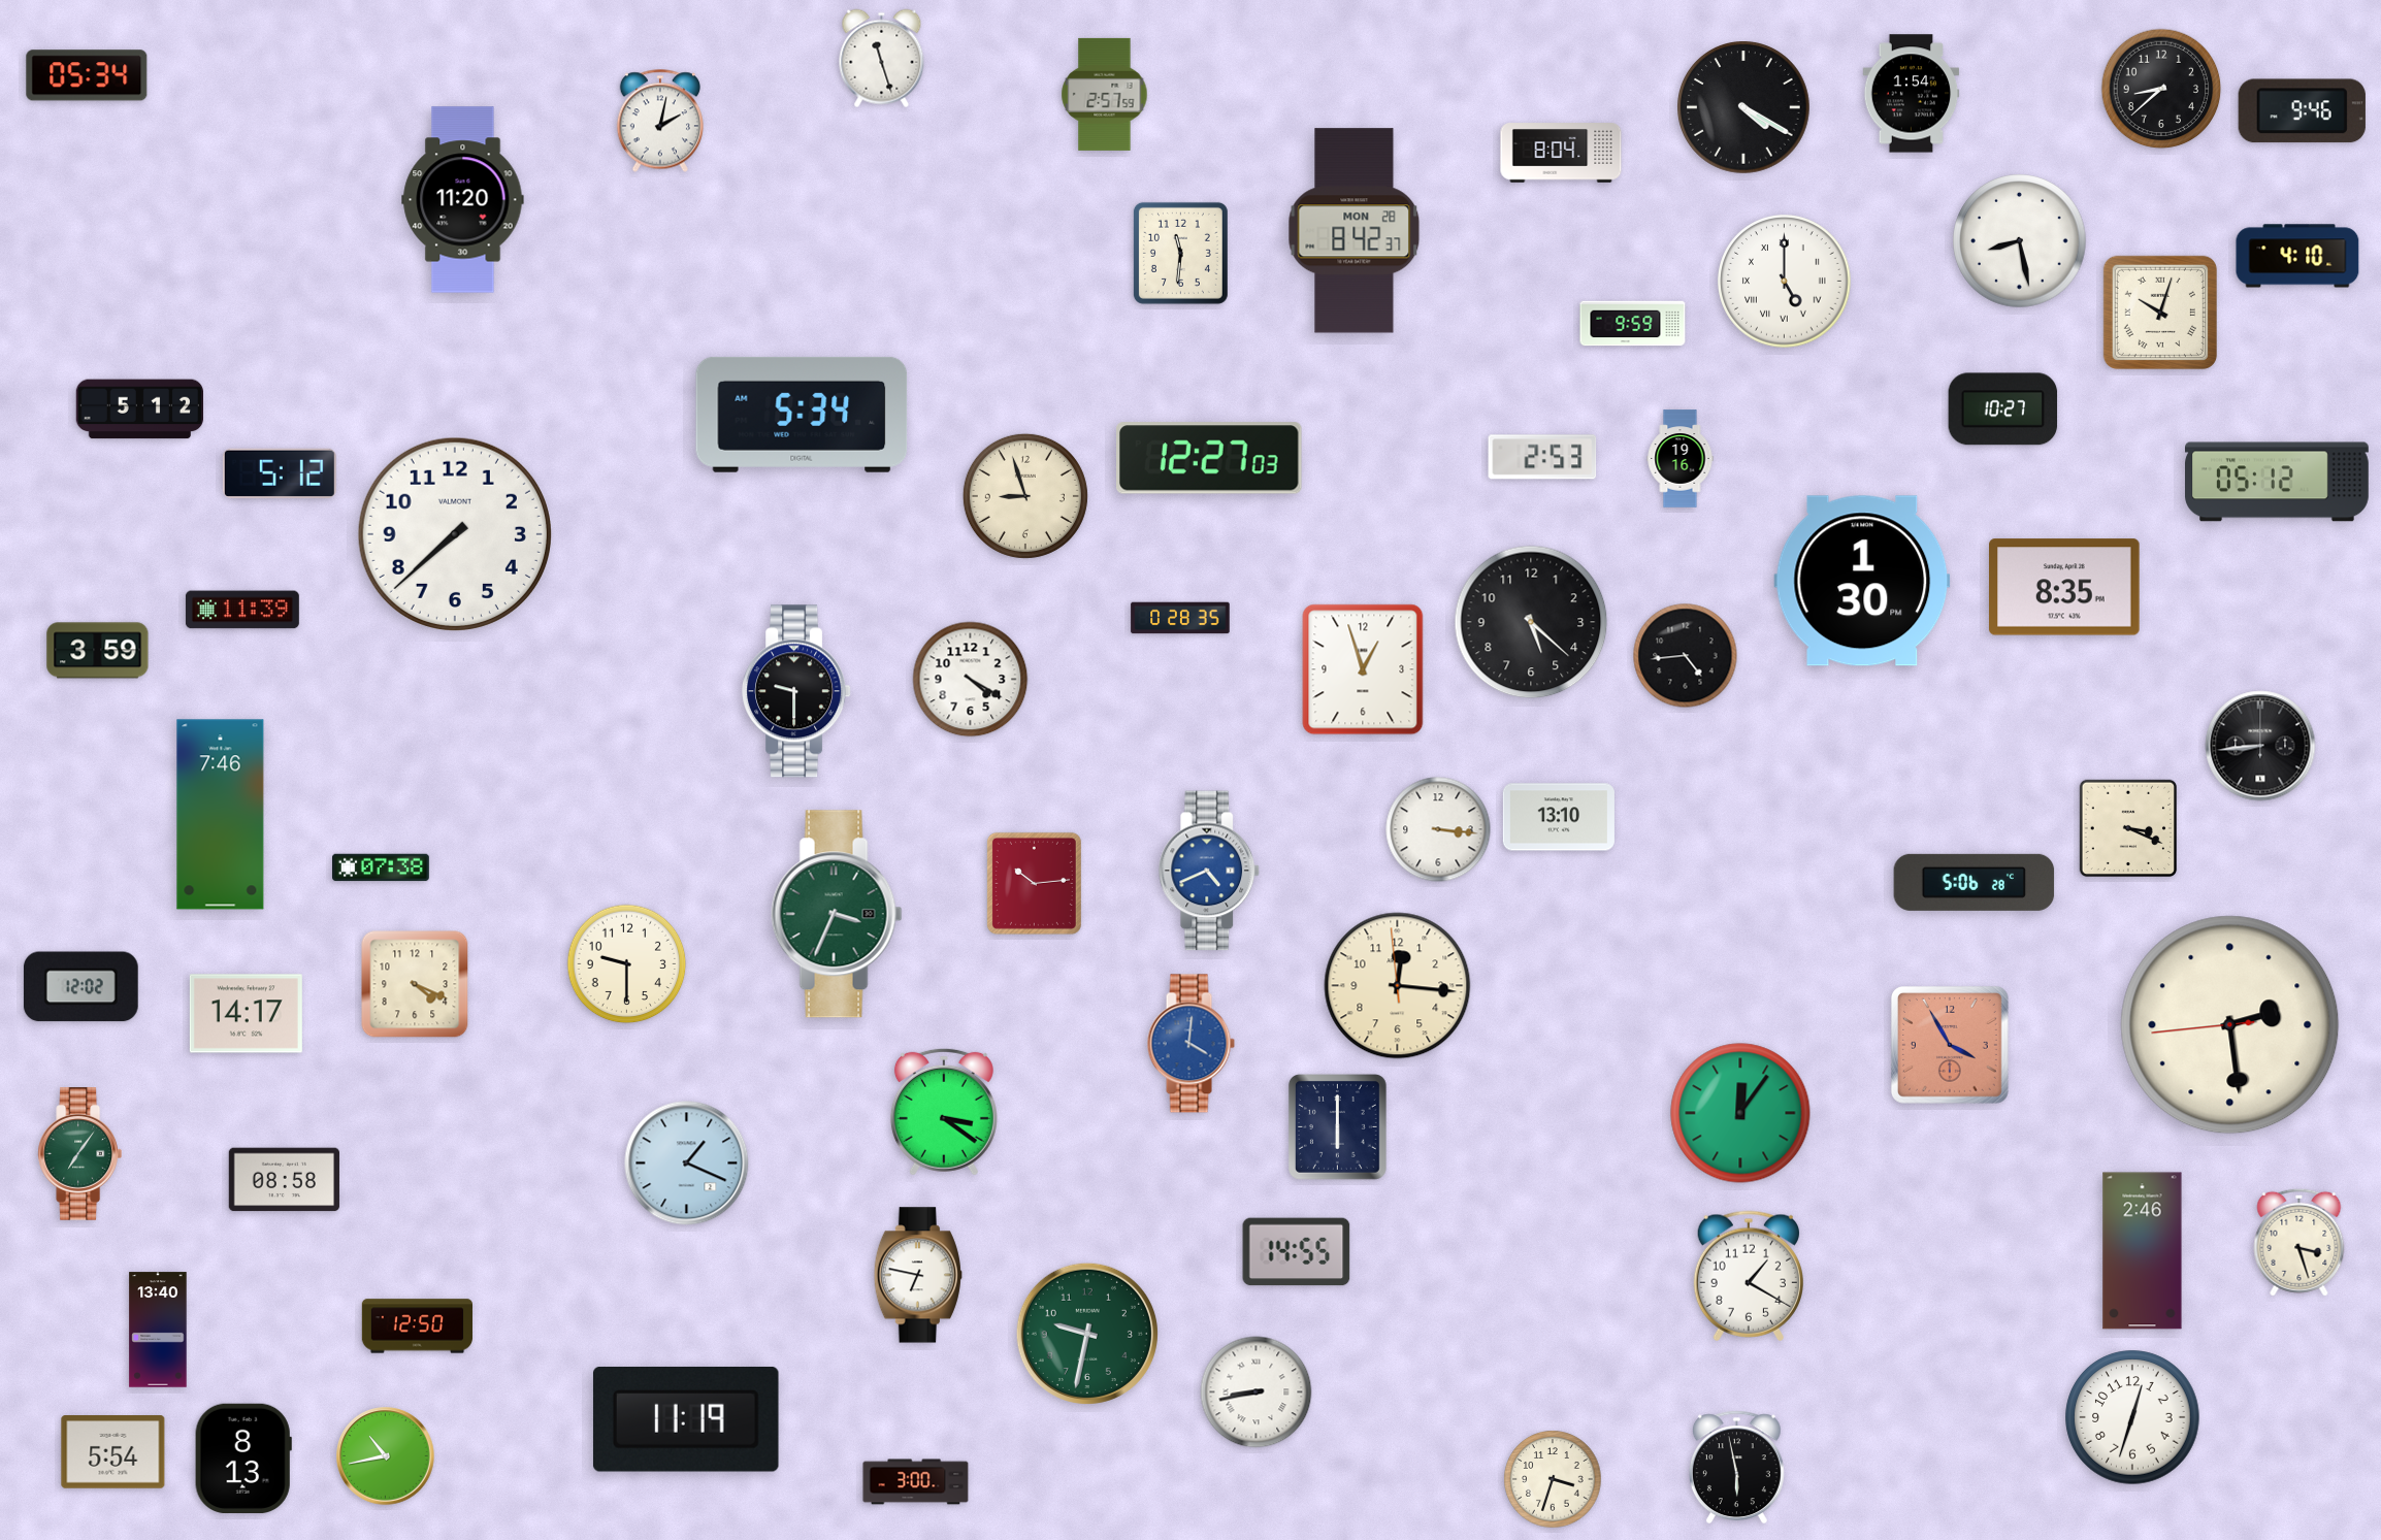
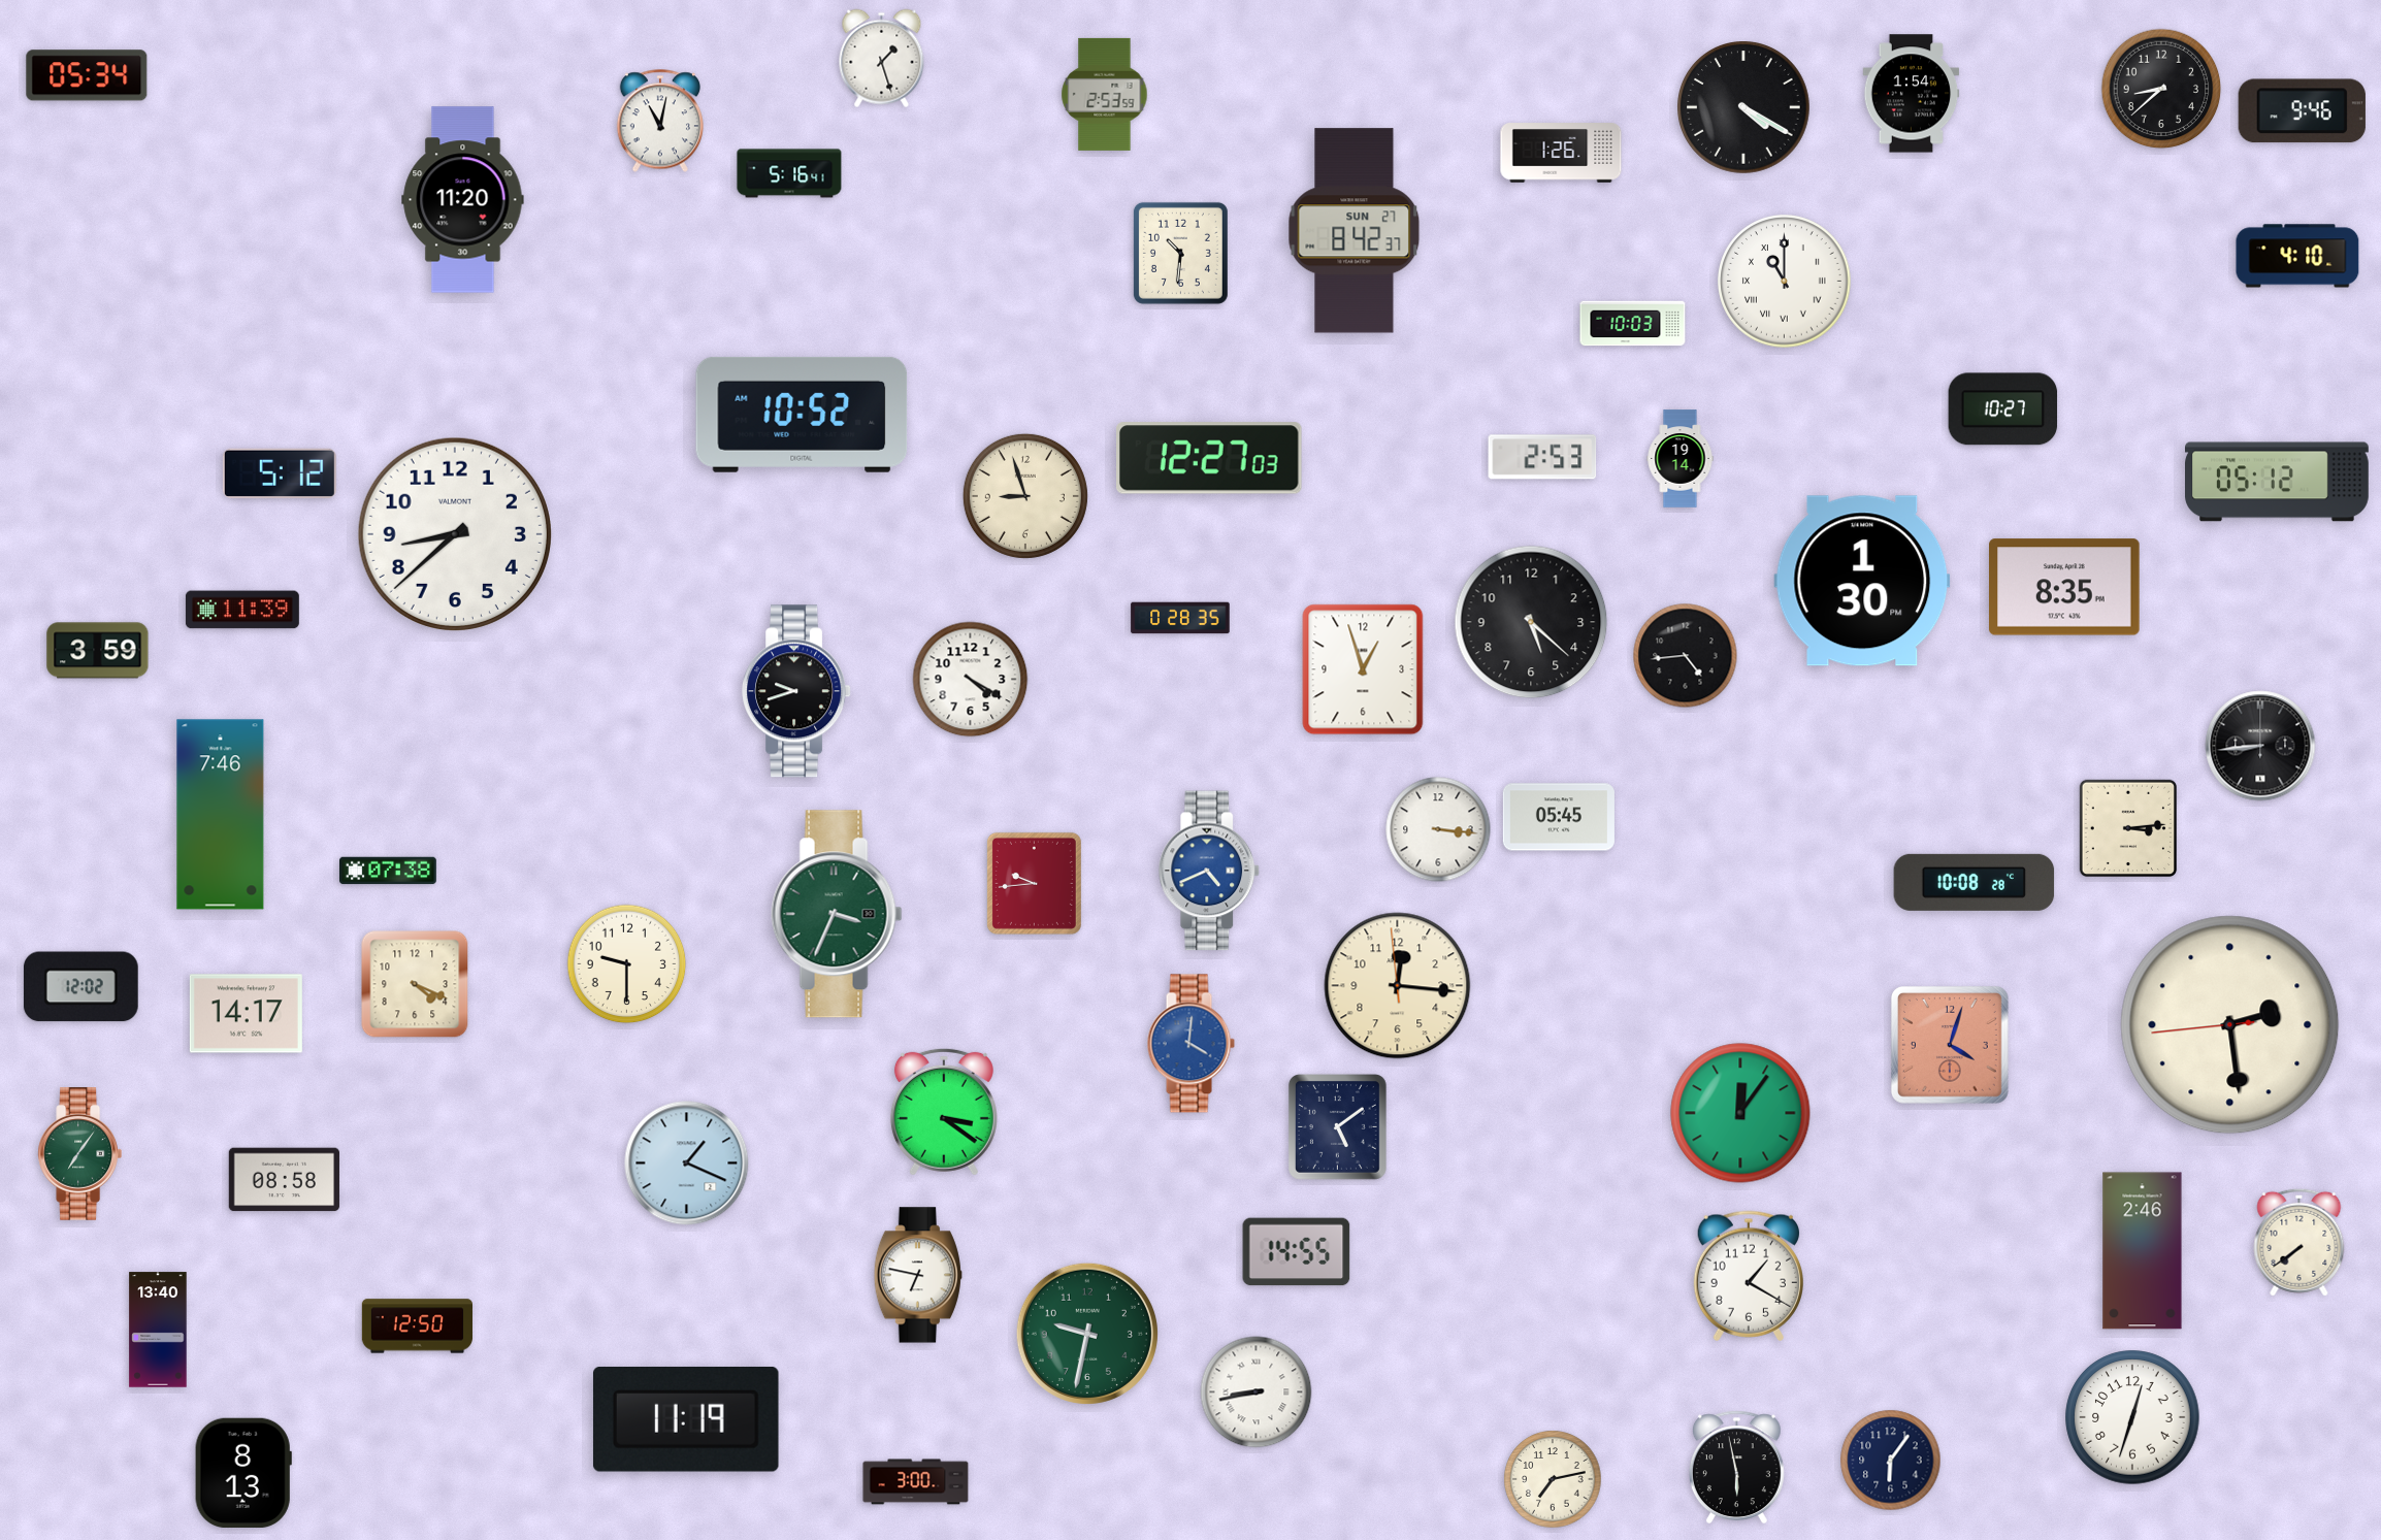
clock at (882, 59): 11:27 -> 1:27
clock at (1105, 94): 2:57 -> 2:53
clock at (660, 121): 2:02 -> 11:02
clock at (1561, 153): 8:04 -> 1:26
clock at (789, 173): none -> 5:16
clock at (1355, 231) date: MON 28 -> SUN 27
clock at (2020, 241): 8:28 -> none
clock at (1180, 253): 11:31 -> 10:31
clock at (1785, 282): 5:00 -> 11:00
clock at (2160, 313): 10:03 -> none
clock at (1633, 324): 9:59 -> 10:03
clock at (139, 409): 5:12 -> none
clock at (802, 415): 5:34 -> 10:52
clock at (1681, 459): 19:16 -> 19:14
clock at (455, 534): 7:38 -> 8:38
clock at (797, 691): 9:30 -> 9:42
clock at (1559, 817): 13:10 -> 05:45
clock at (2128, 828): 3:19 -> 3:14
clock at (382, 867) position: (382, 867) -> (389, 871)
clock at (1975, 882): 5:06 -> 10:08
clock at (1034, 883): 10:14 -> 9:44
clock at (1950, 1045): 3:55 -> 4:03
clock at (1338, 1127): 6:00 -> 5:09
clock at (2300, 1242): 3:27 -> 7:39
clock at (113, 1452): 5:54 -> none
clock at (386, 1456): 10:43 -> none
clock at (243, 1459) position: (243, 1459) -> (243, 1473)
clock at (1891, 1461): none -> 6:06
clock at (1553, 1479): 3:33 -> 7:13
